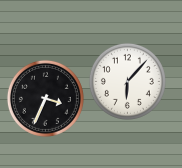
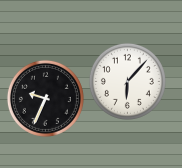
clock at (45, 98): 3:34 -> 9:34
